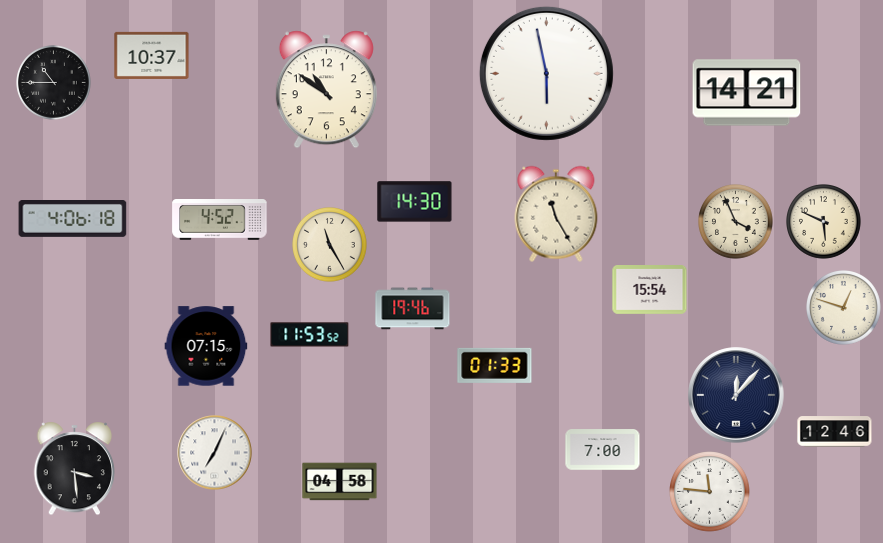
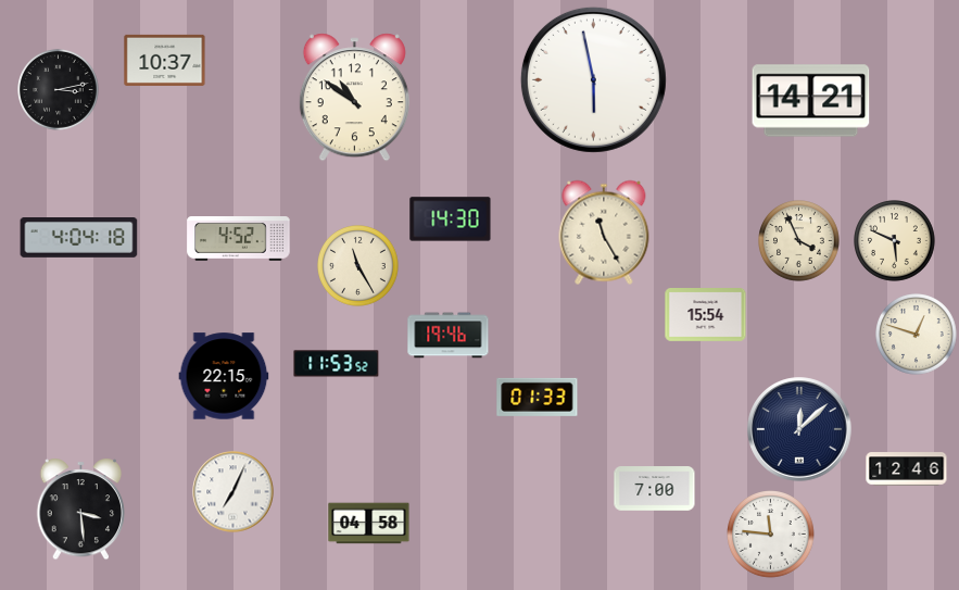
clock at (54, 83): 10:45 -> 3:13
clock at (73, 219): 4:06 -> 4:04
clock at (206, 346): 07:15 -> 22:15
clock at (736, 395): 12:07 -> 12:08
